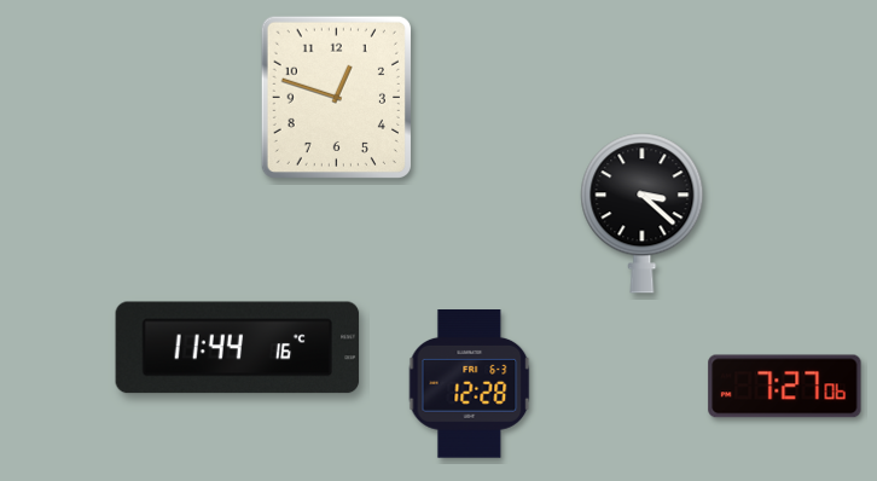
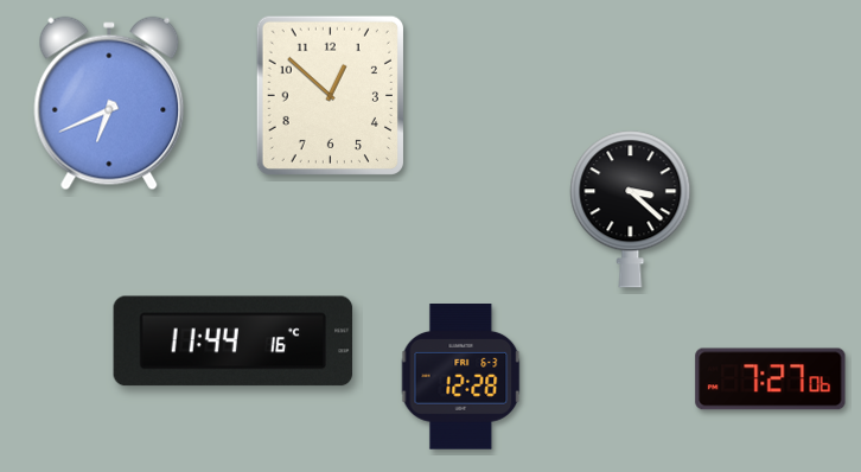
clock at (336, 97): 12:48 -> 12:52
clock at (109, 103): none -> 6:41
